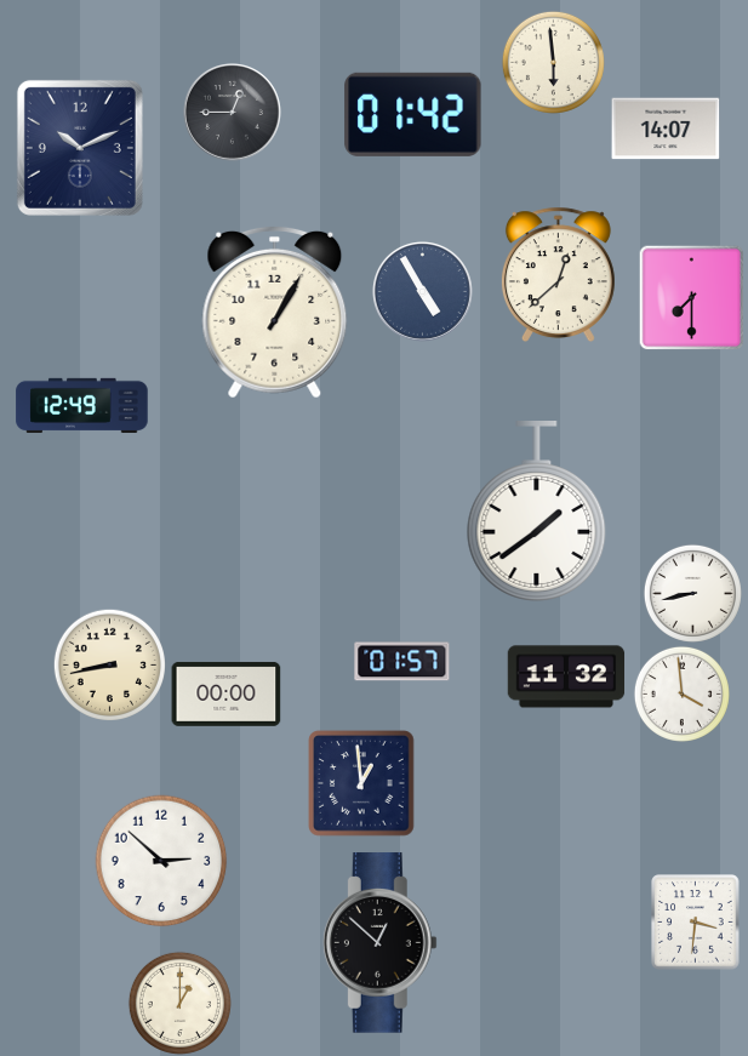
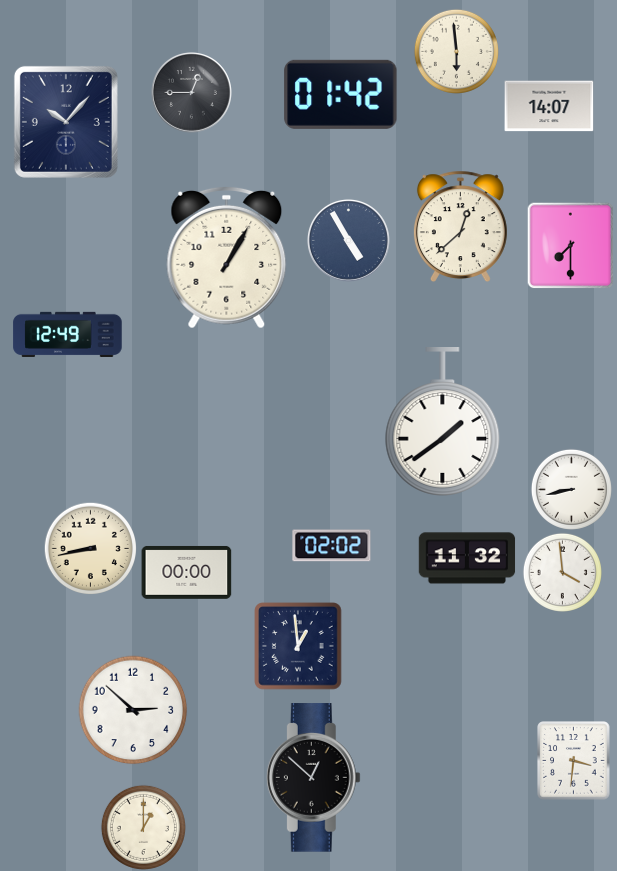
clock at (80, 148): 10:11 -> 10:07
clock at (402, 662): 01:57 -> 02:02
clock at (179, 1003) position: (179, 1003) -> (143, 827)
